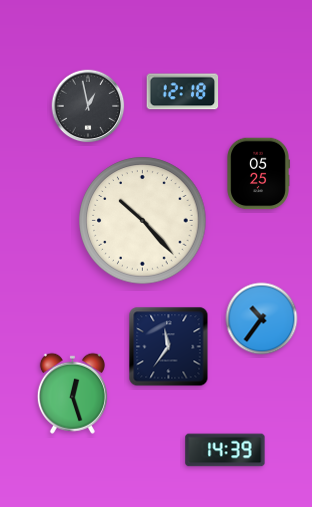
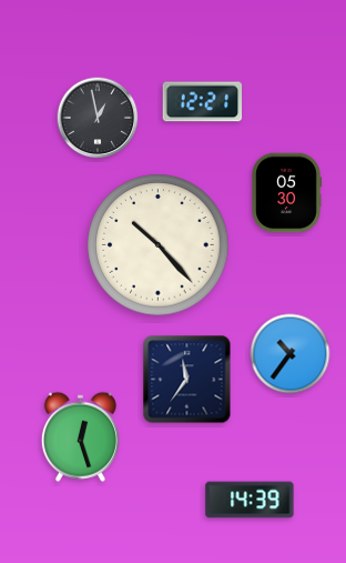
clock at (183, 92): 12:18 -> 12:21
clock at (258, 174): 05:25 -> 05:30
clock at (169, 347) position: (169, 347) -> (187, 380)
